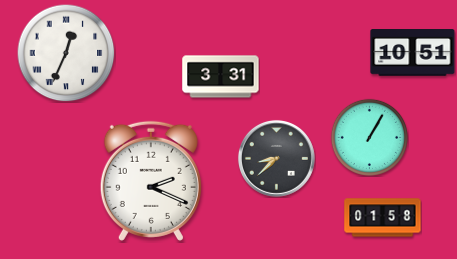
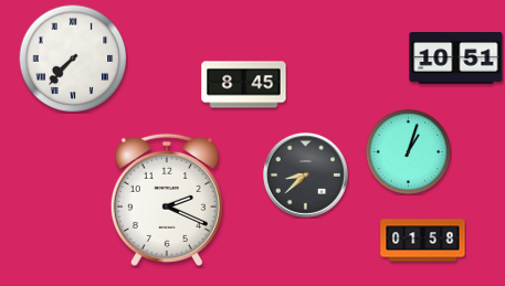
clock at (66, 53): 12:34 -> 7:37
clock at (221, 77): 3:31 -> 8:45
clock at (369, 137): 1:05 -> 1:03
